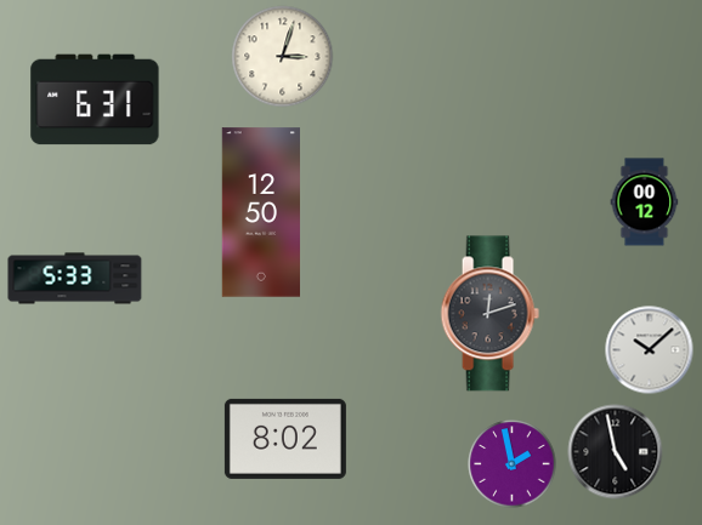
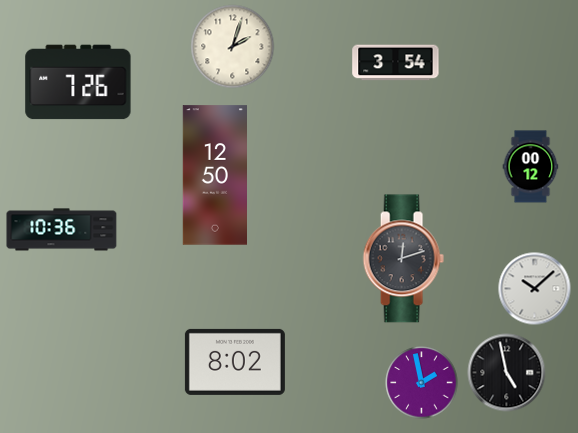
clock at (283, 57): 3:03 -> 2:03
clock at (396, 63): none -> 3:54
clock at (95, 99): 6:31 -> 7:26
clock at (75, 279): 5:33 -> 10:36
